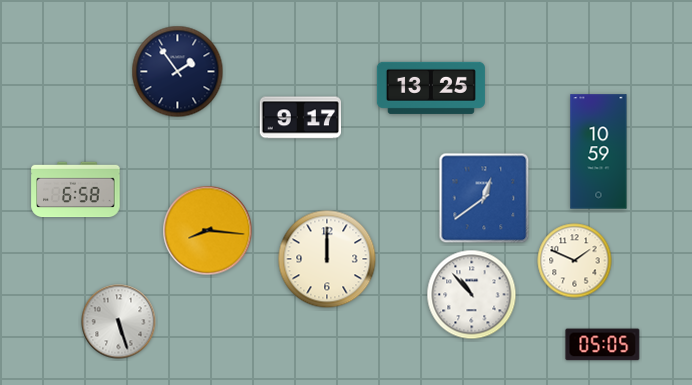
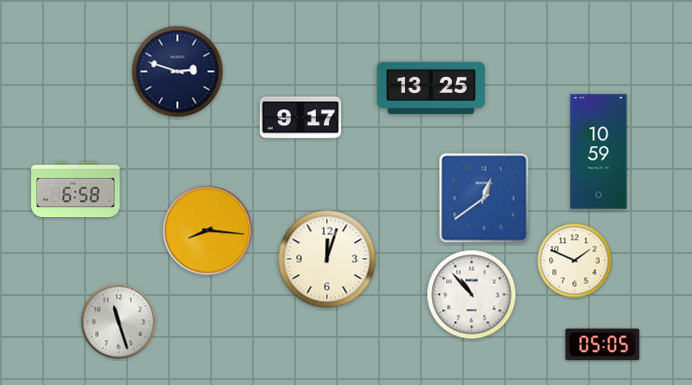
clock at (178, 72): 1:54 -> 2:48
clock at (327, 259): 12:00 -> 12:03
clock at (119, 322): 5:27 -> 11:27
